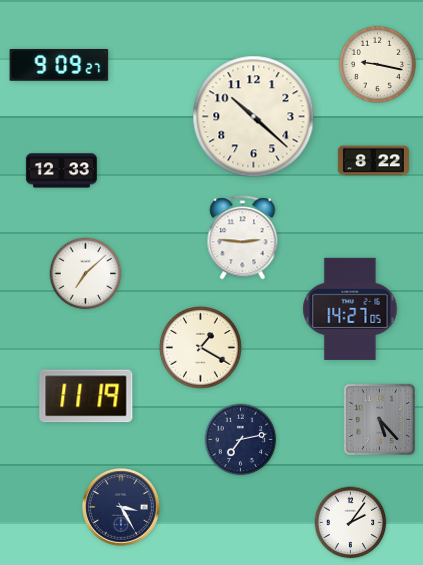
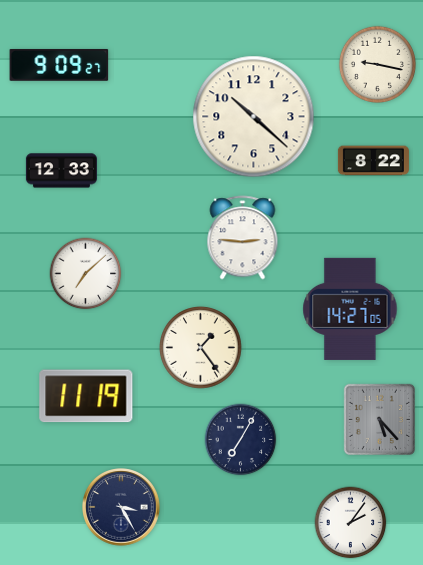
clock at (201, 348): 1:20 -> 1:24
clock at (241, 440): 7:13 -> 7:05
